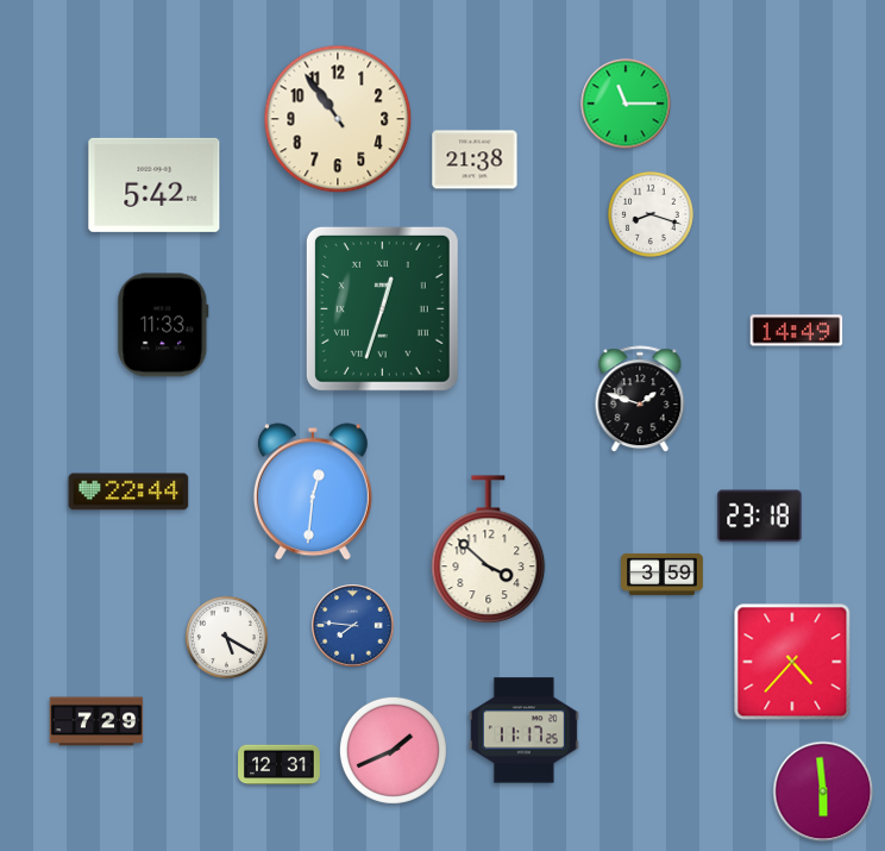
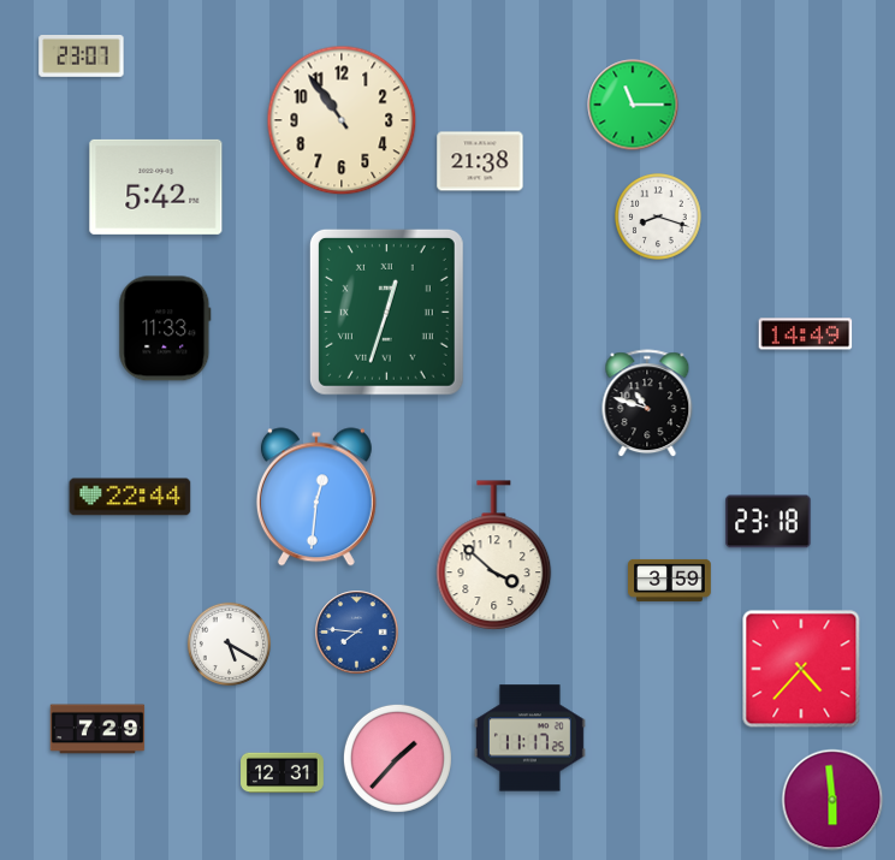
clock at (82, 57): none -> 23:07
clock at (640, 400): 1:48 -> 10:48
clock at (393, 750): 1:41 -> 1:37
